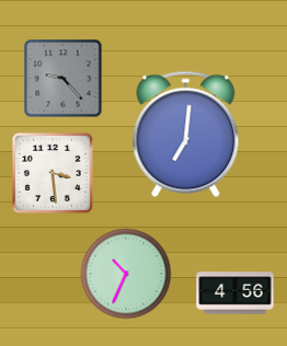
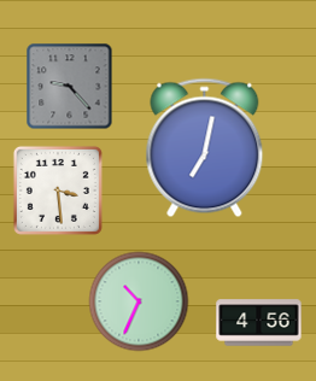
clock at (186, 135): 7:01 -> 7:02
